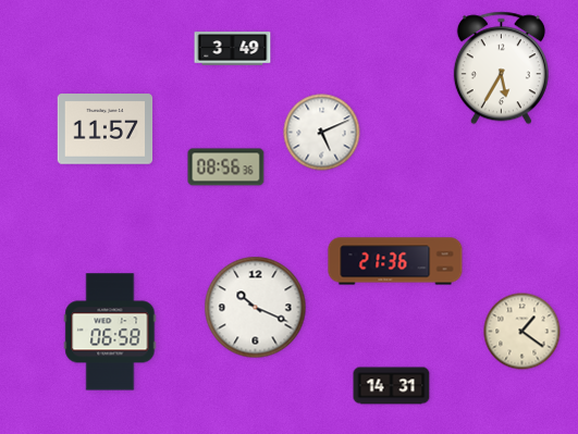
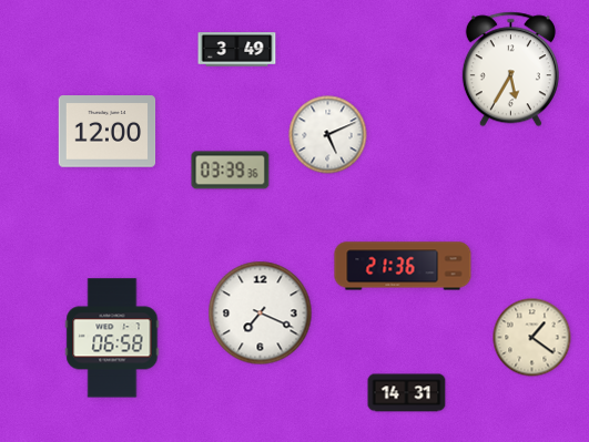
clock at (106, 129): 11:57 -> 12:00
clock at (226, 168): 08:56 -> 03:39
clock at (256, 308): 10:19 -> 7:19
clock at (392, 386) position: (392, 386) -> (407, 393)
